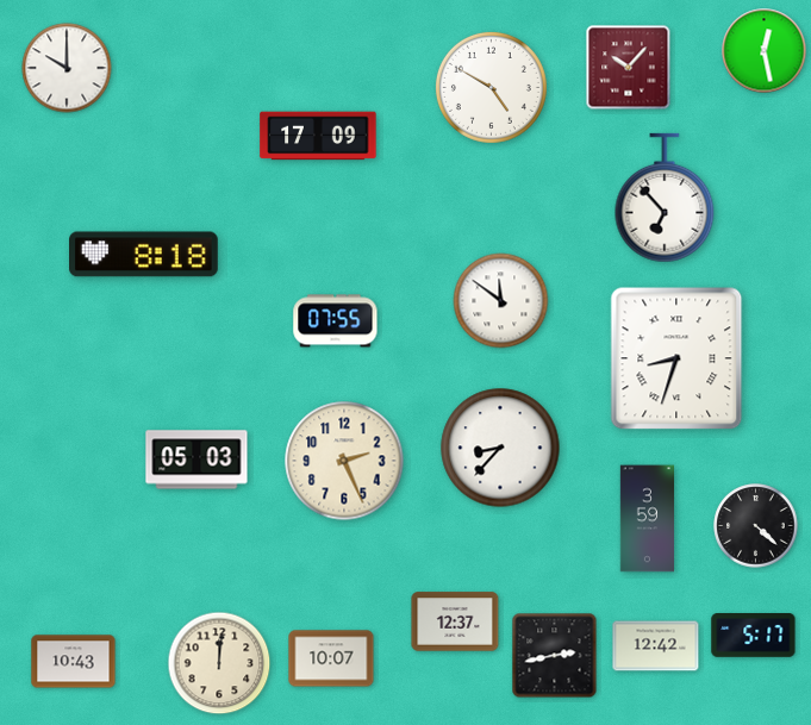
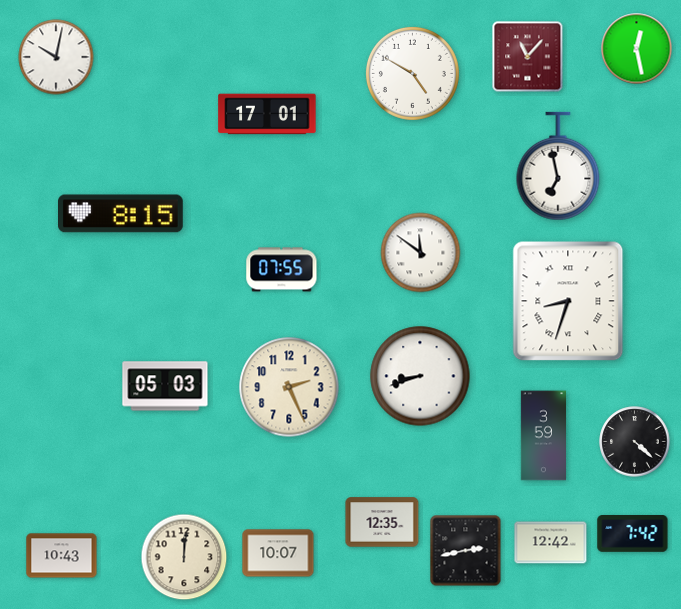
clock at (765, 51) position: (765, 51) -> (637, 49)
clock at (67, 68): 10:00 -> 10:02
clock at (629, 68): 10:07 -> 11:07
clock at (318, 136): 17:09 -> 17:01
clock at (665, 198): 6:53 -> 6:58
clock at (144, 255): 8:18 -> 8:15
clock at (500, 448): 8:37 -> 8:42
clock at (455, 621): 12:37 -> 12:35
clock at (754, 636): 5:17 -> 7:42
